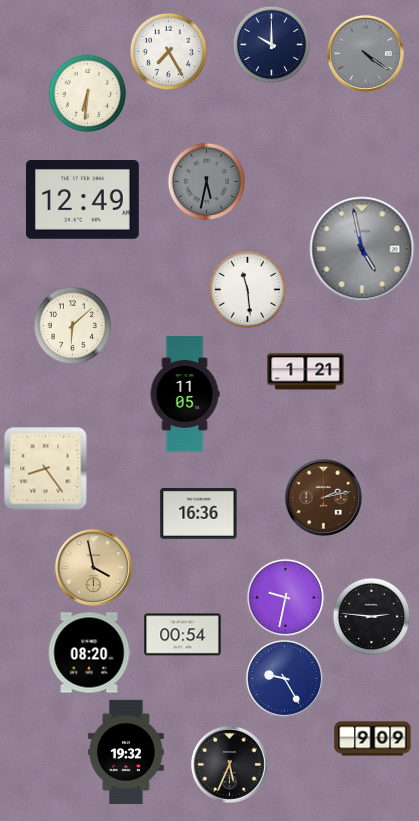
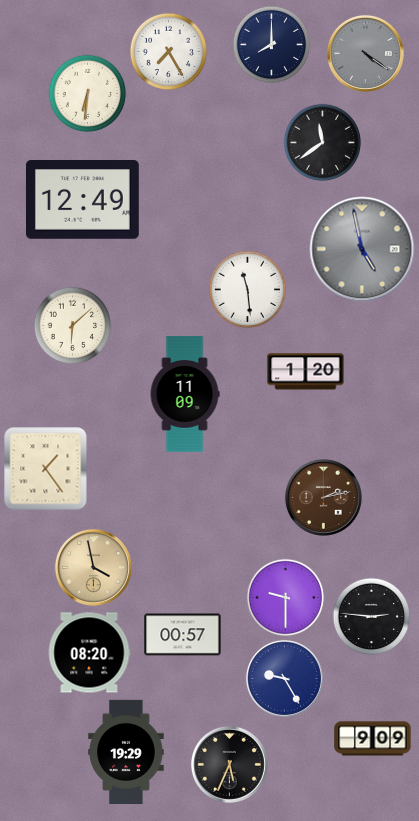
clock at (271, 44): 10:00 -> 8:00
clock at (322, 142): none -> 11:39
clock at (206, 181): 5:32 -> none
clock at (306, 372): 1:21 -> 1:20
clock at (185, 394): 11:05 -> 11:09
clock at (46, 469): 8:24 -> 1:24
clock at (199, 514): 16:36 -> none
clock at (285, 597): 9:32 -> 9:30
clock at (183, 635): 00:54 -> 00:57
clock at (126, 752): 19:32 -> 19:29
